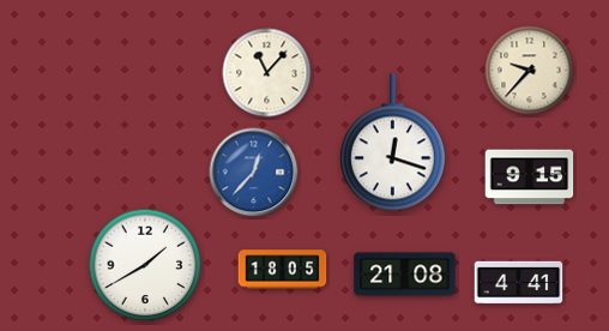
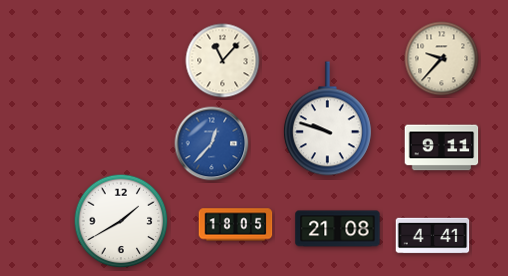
clock at (392, 143): 12:18 -> 9:48
clock at (530, 177): 9:15 -> 9:11
